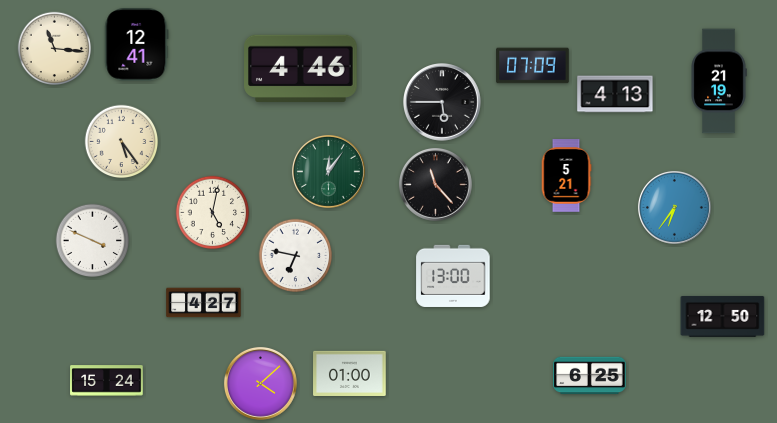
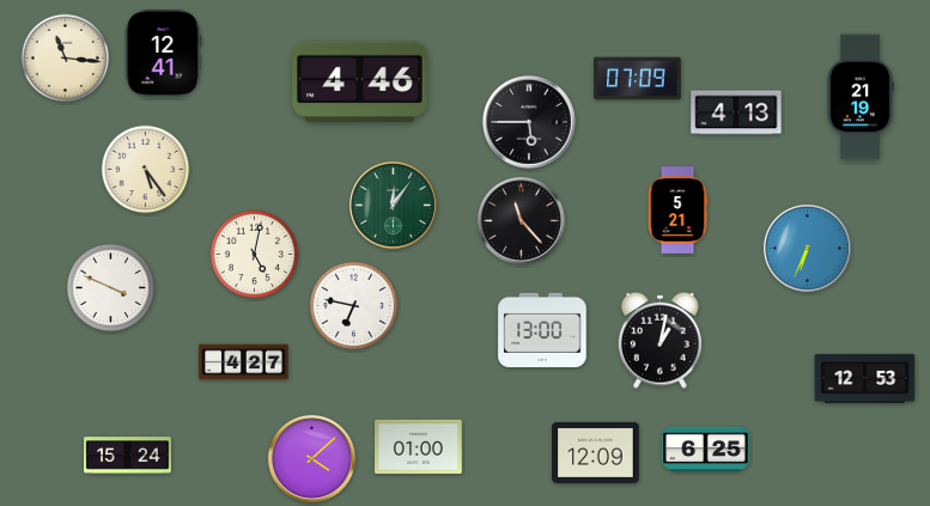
clock at (674, 207): 6:36 -> 6:34
clock at (661, 340): none -> 1:02
clock at (723, 316): 12:50 -> 12:53
clock at (596, 452): none -> 12:09
